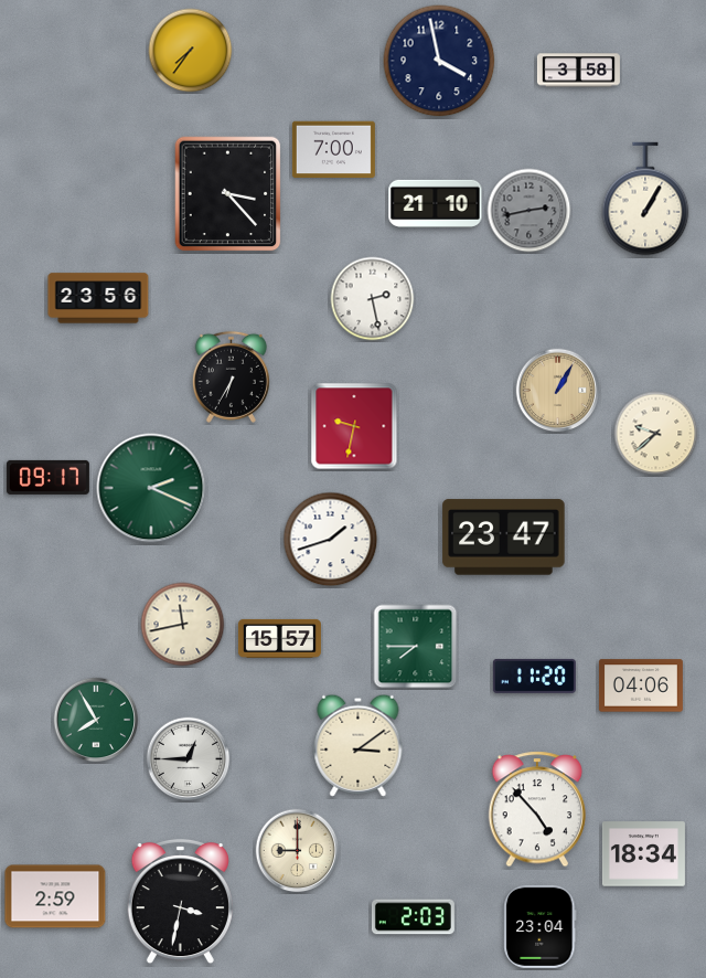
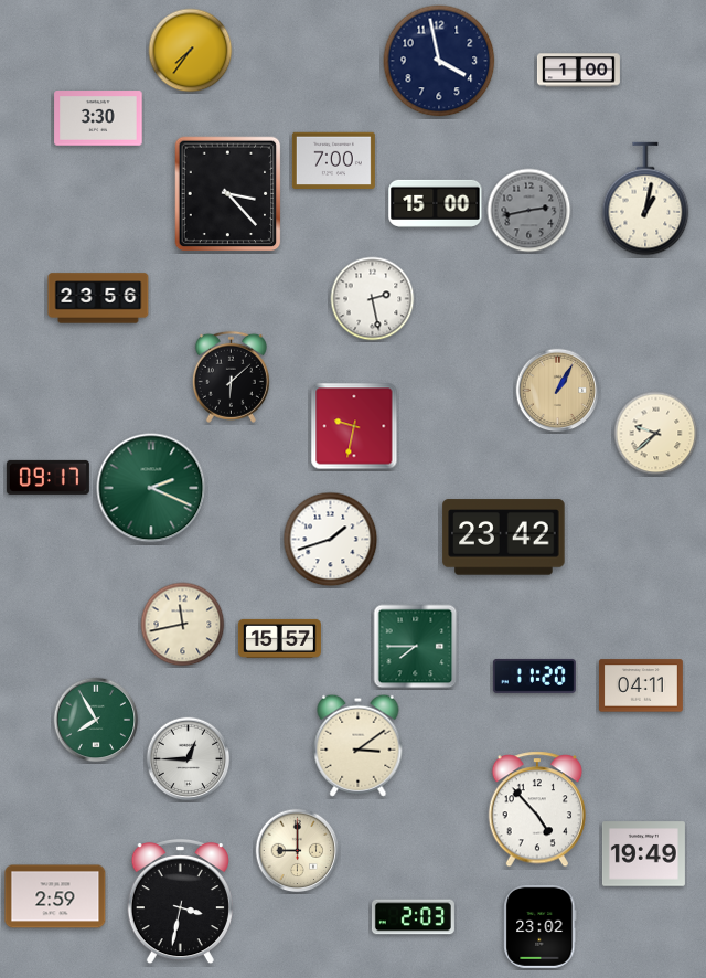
clock at (578, 71): 3:58 -> 1:00
clock at (98, 118): none -> 3:30
clock at (333, 150) position: (333, 150) -> (333, 161)
clock at (645, 199): 1:05 -> 1:02
clock at (436, 203): 21:10 -> 15:00
clock at (231, 376): 6:35 -> 6:08
clock at (504, 538): 23:47 -> 23:42
clock at (641, 685): 04:06 -> 04:11
clock at (643, 854): 18:34 -> 19:49
clock at (541, 926): 23:04 -> 23:02
